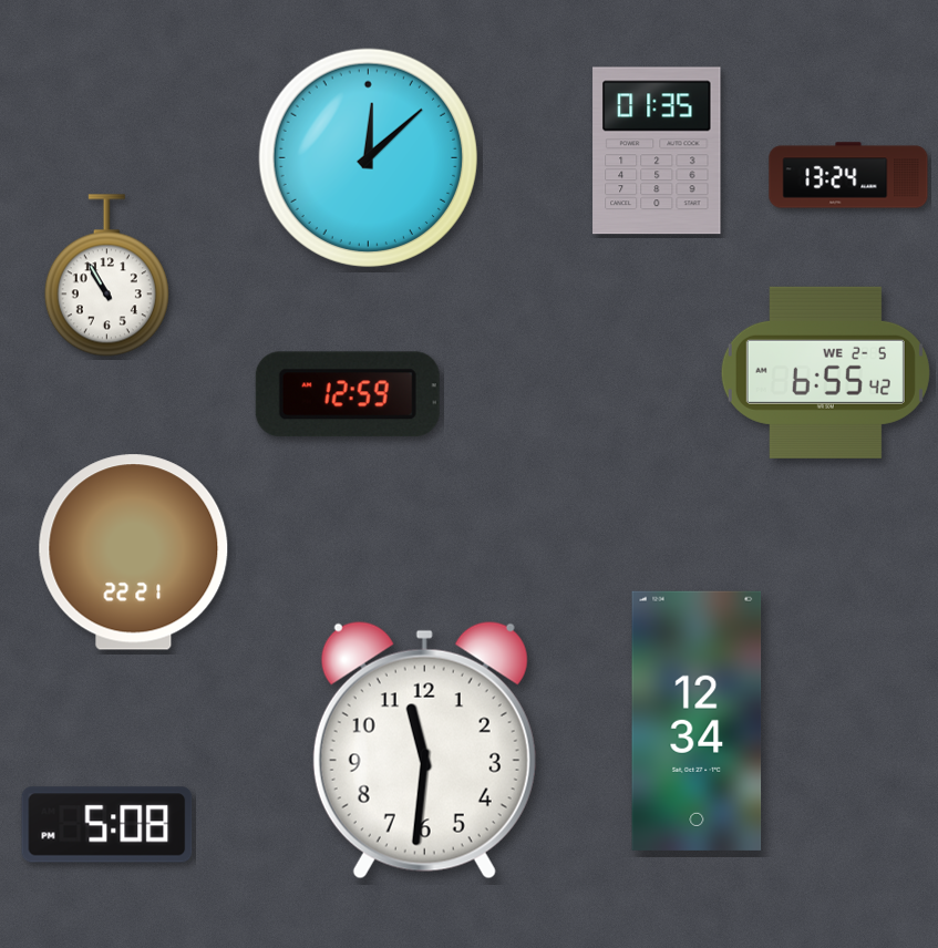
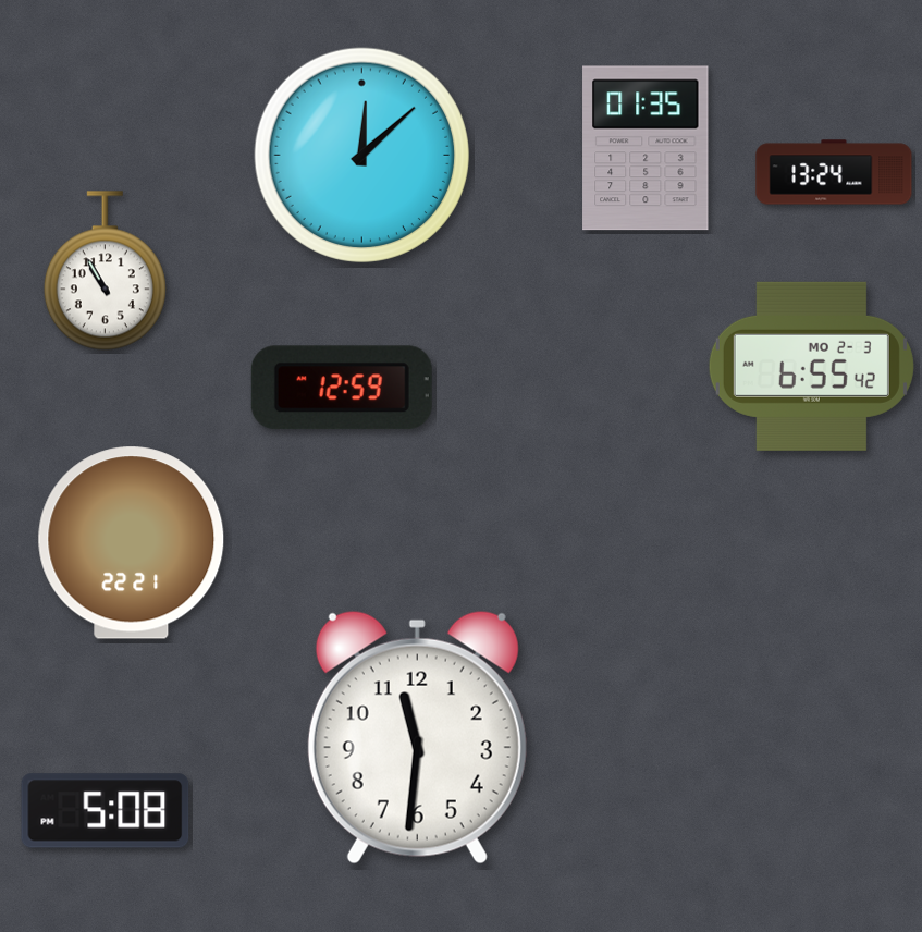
clock at (825, 372) date: WE 2-5 -> MO 2-3
clock at (697, 721): 12:34 -> none
